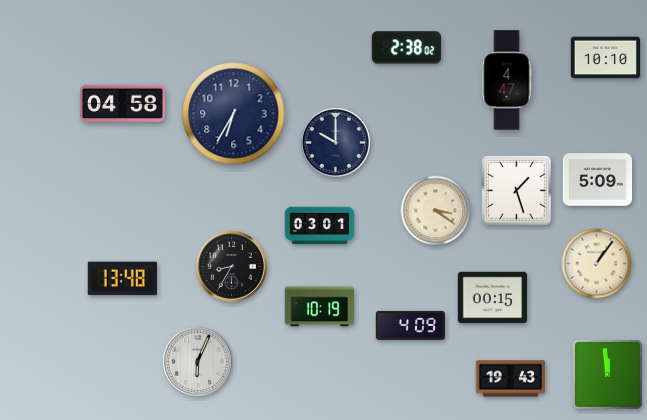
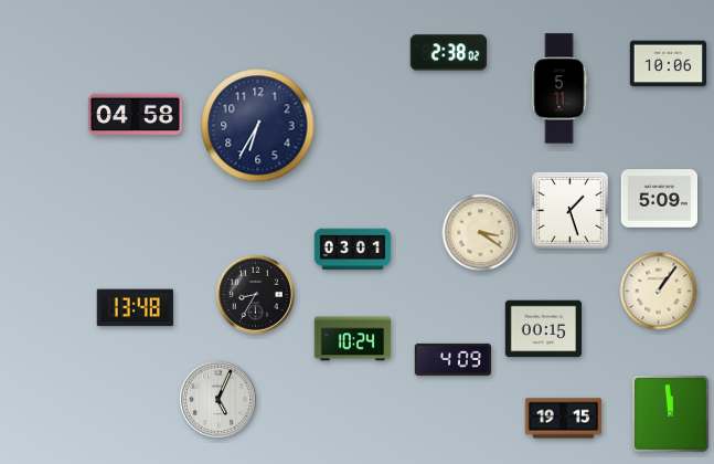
clock at (606, 58): 10:10 -> 10:06
clock at (507, 80): 4:47 -> 5:11
clock at (335, 142): 10:00 -> none
clock at (320, 307): 10:19 -> 10:24
clock at (197, 361): 6:04 -> 5:04
clock at (511, 379): 19:43 -> 19:15
